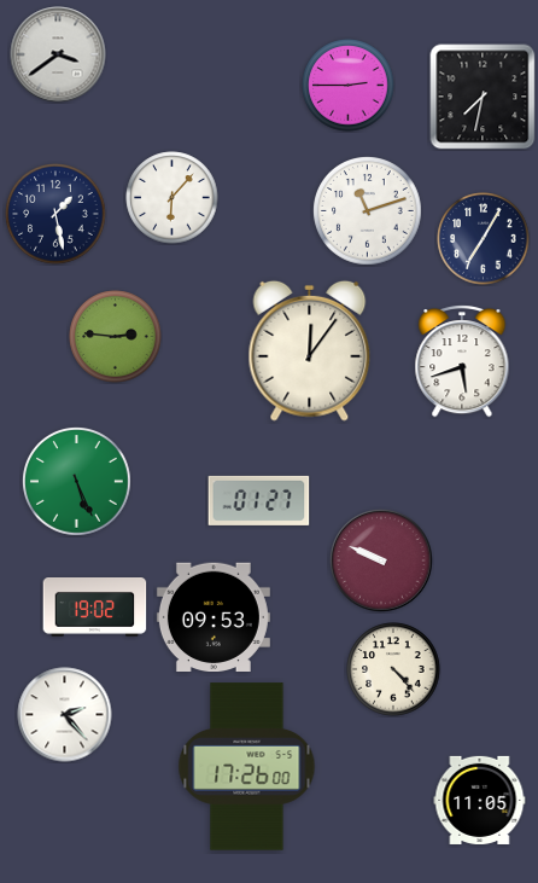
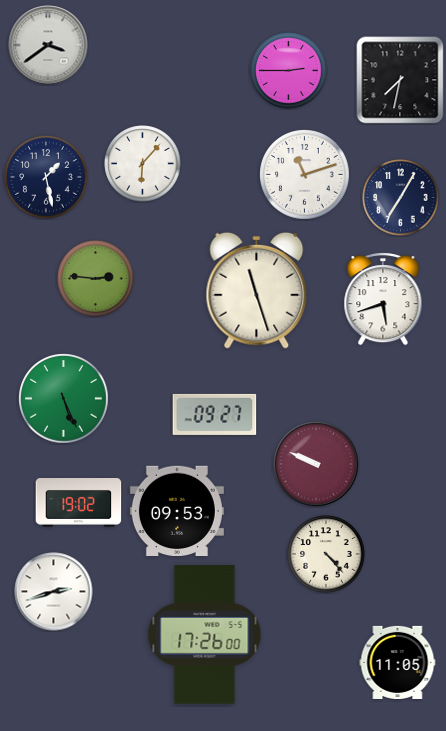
clock at (310, 350): 12:06 -> 11:27
clock at (259, 500): 01:27 -> 09:27
clock at (65, 715): 2:23 -> 2:42
